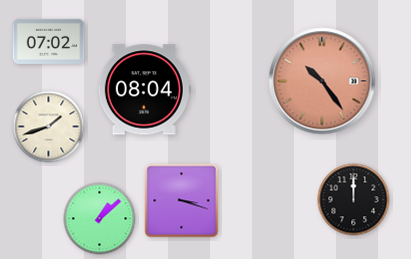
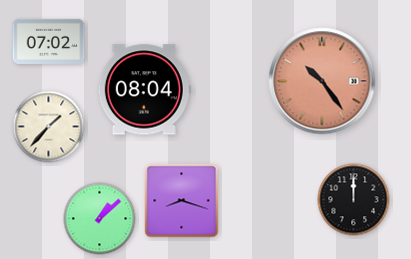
clock at (49, 127): 1:42 -> 1:37
clock at (182, 201): 3:18 -> 8:18
